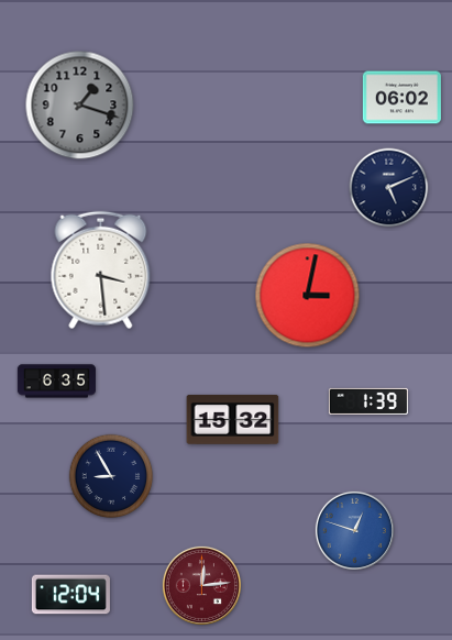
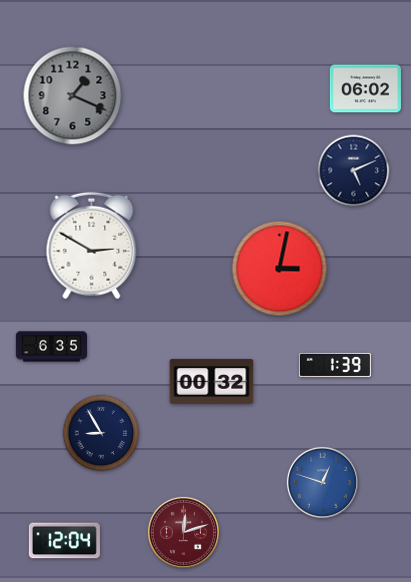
clock at (80, 106): 1:18 -> 1:19
clock at (101, 271): 3:29 -> 2:50
clock at (233, 419): 15:32 -> 00:32
clock at (201, 585): 12:14 -> 12:12
